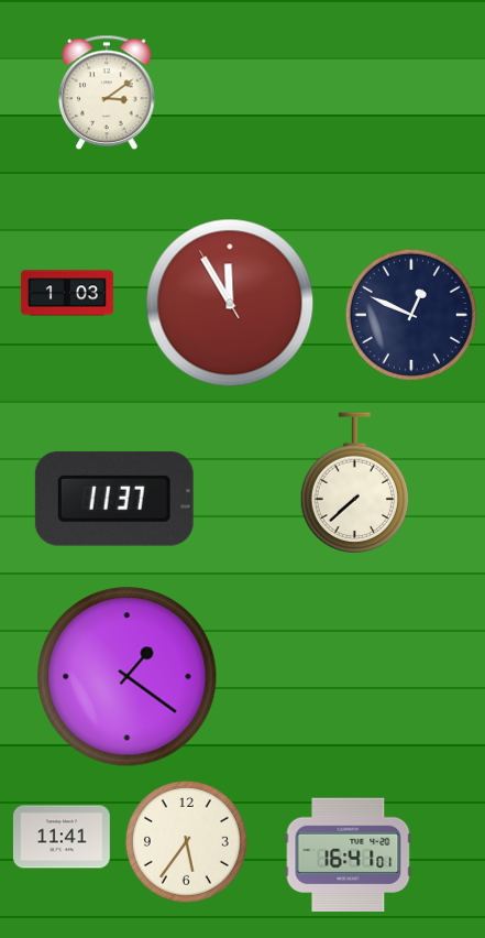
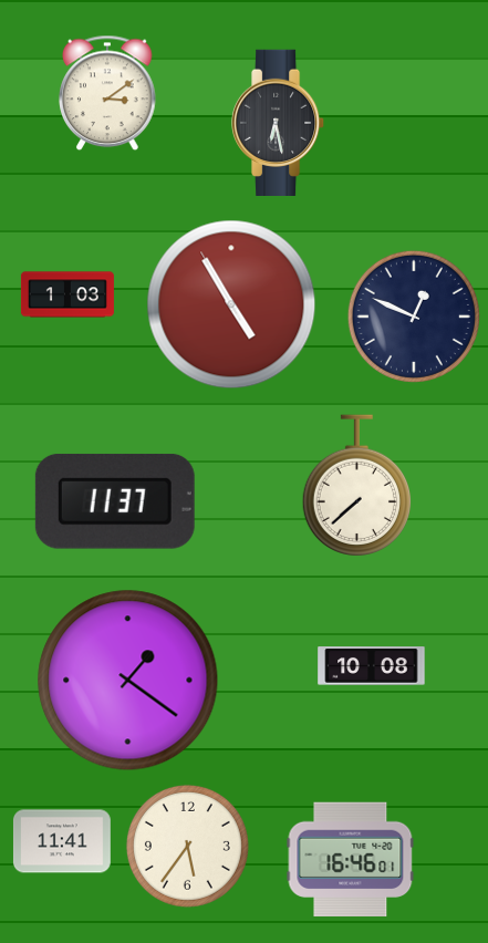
clock at (279, 122): none -> 6:28
clock at (230, 303): 11:54 -> 4:54
clock at (372, 666): none -> 10:08
clock at (349, 855): 16:41 -> 16:46
